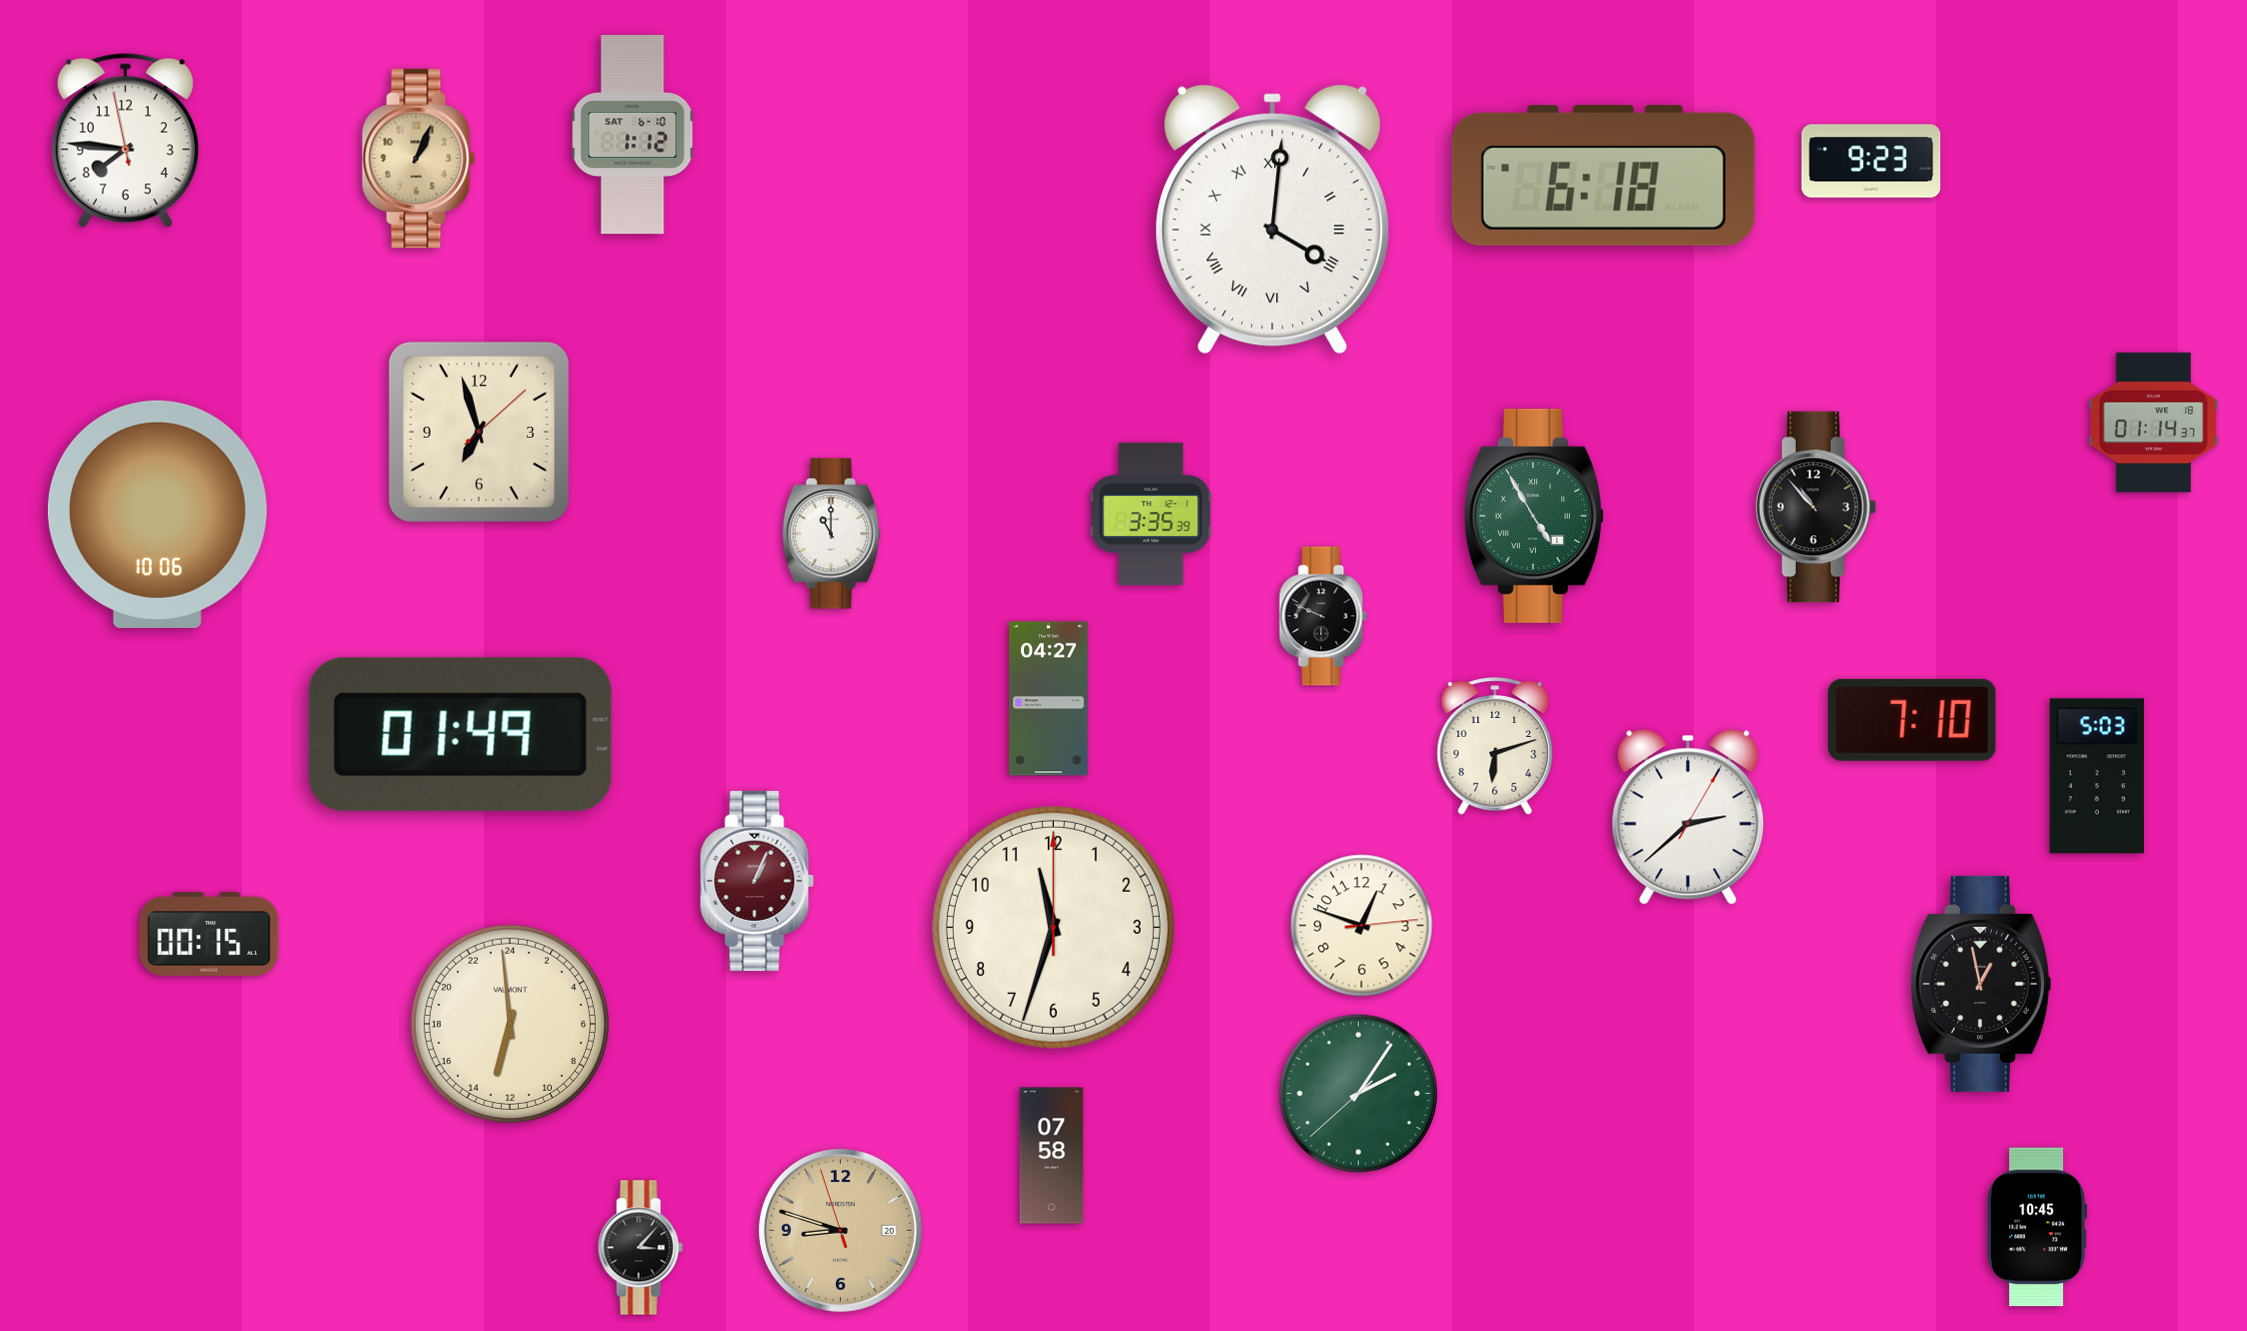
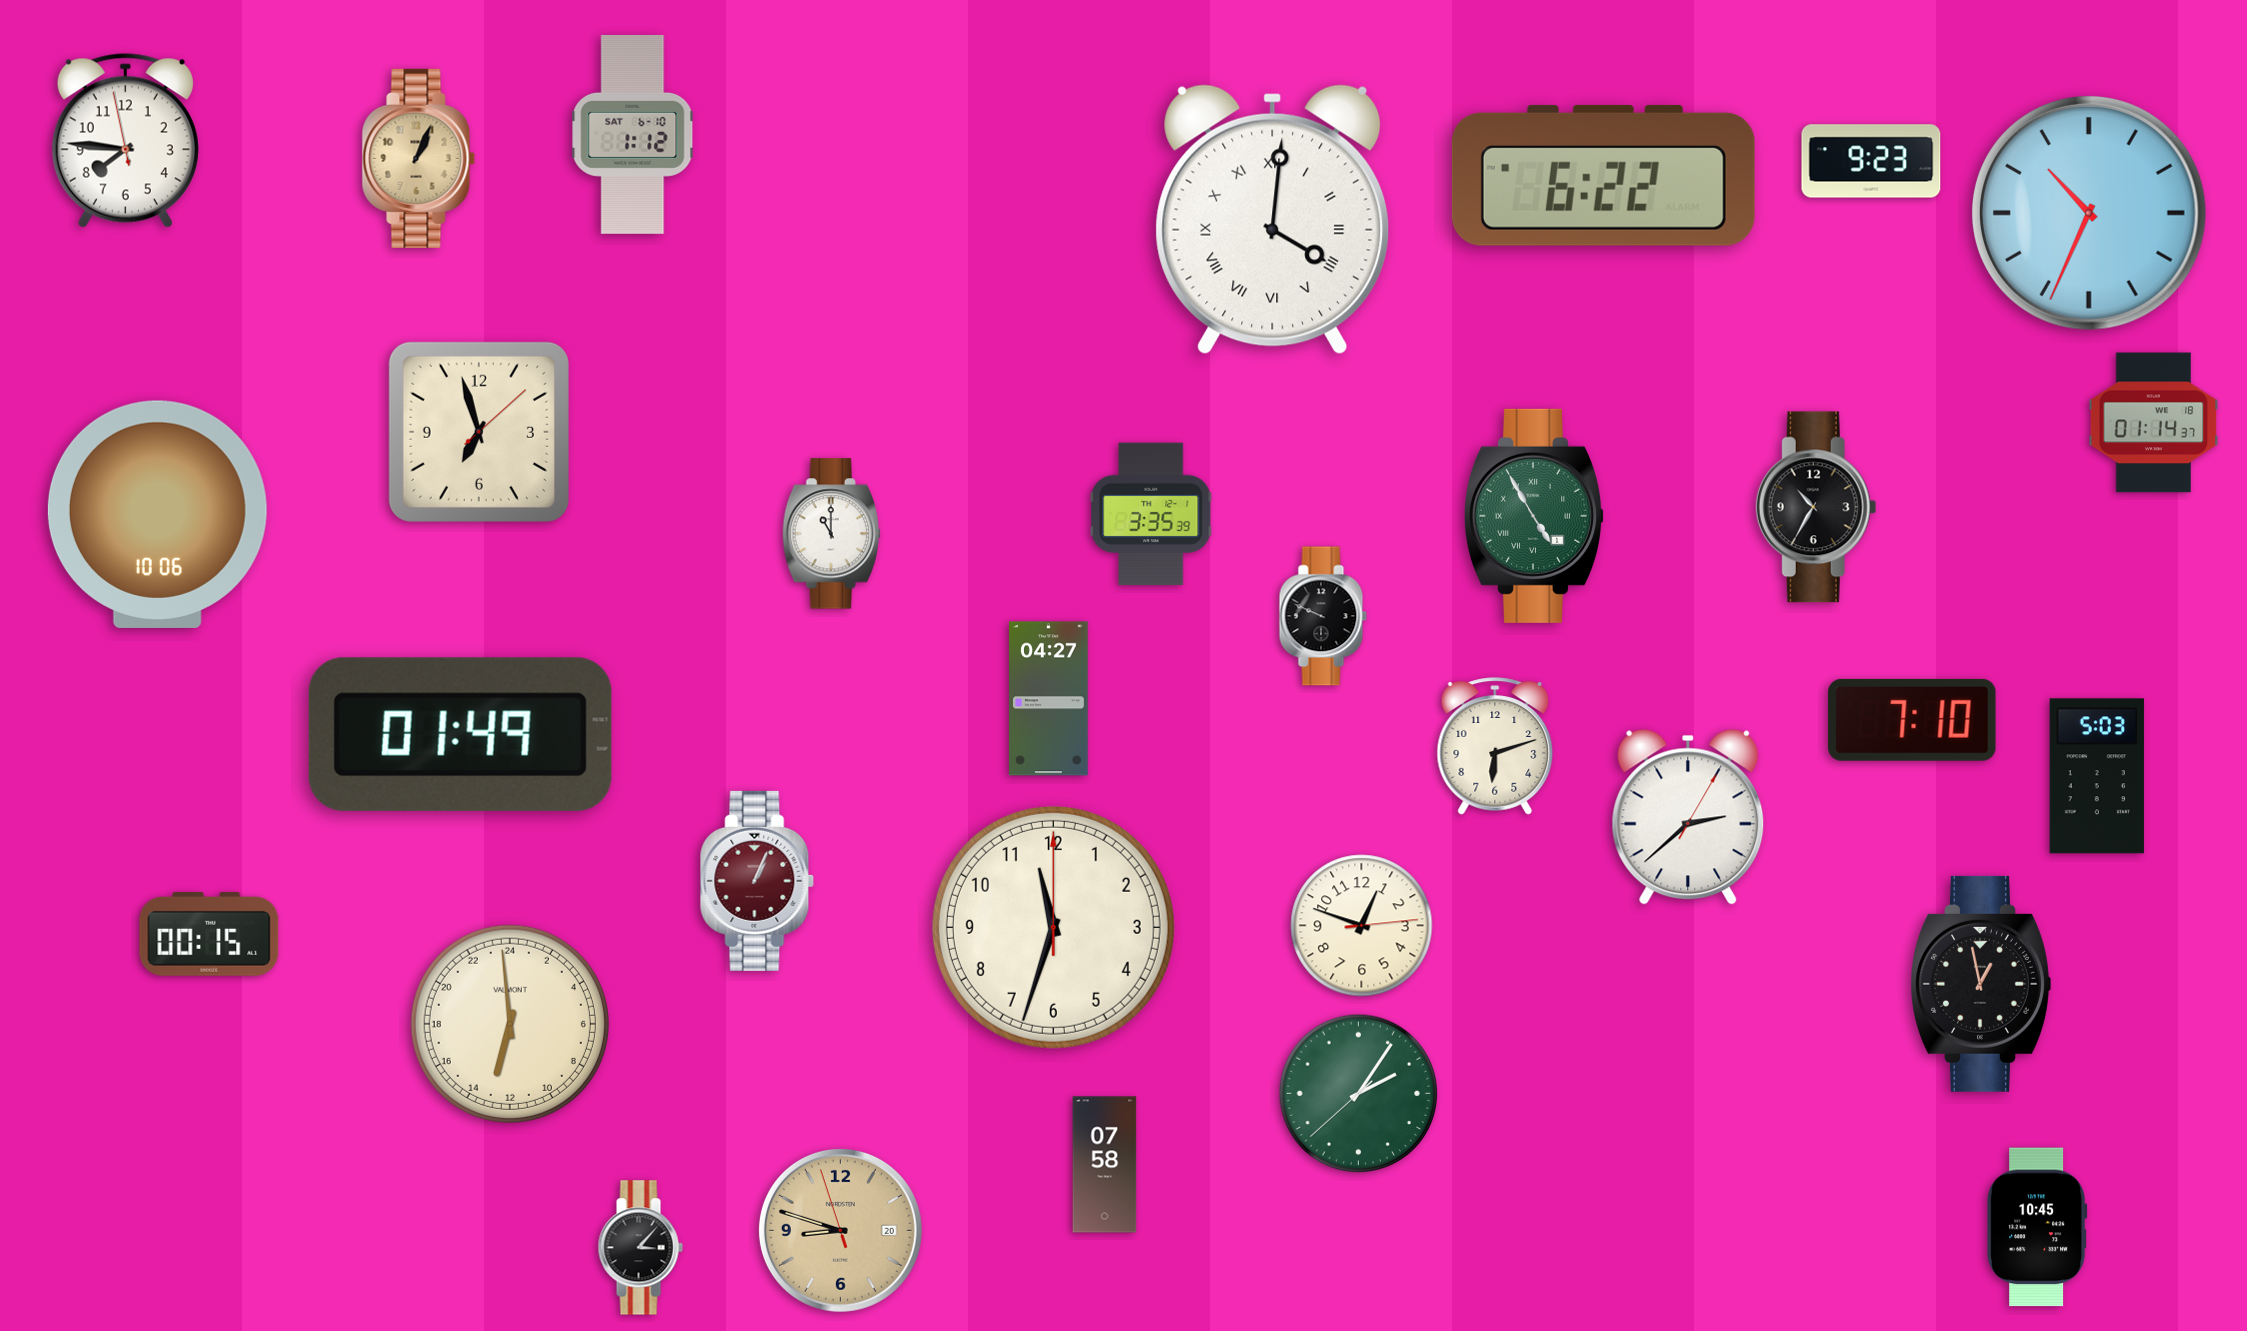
clock at (1603, 175): 6:18 -> 6:22
clock at (2089, 213): none -> 10:34
clock at (1816, 507): 10:53 -> 10:35
clock at (1052, 1156) position: (1052, 1156) -> (1105, 1165)
